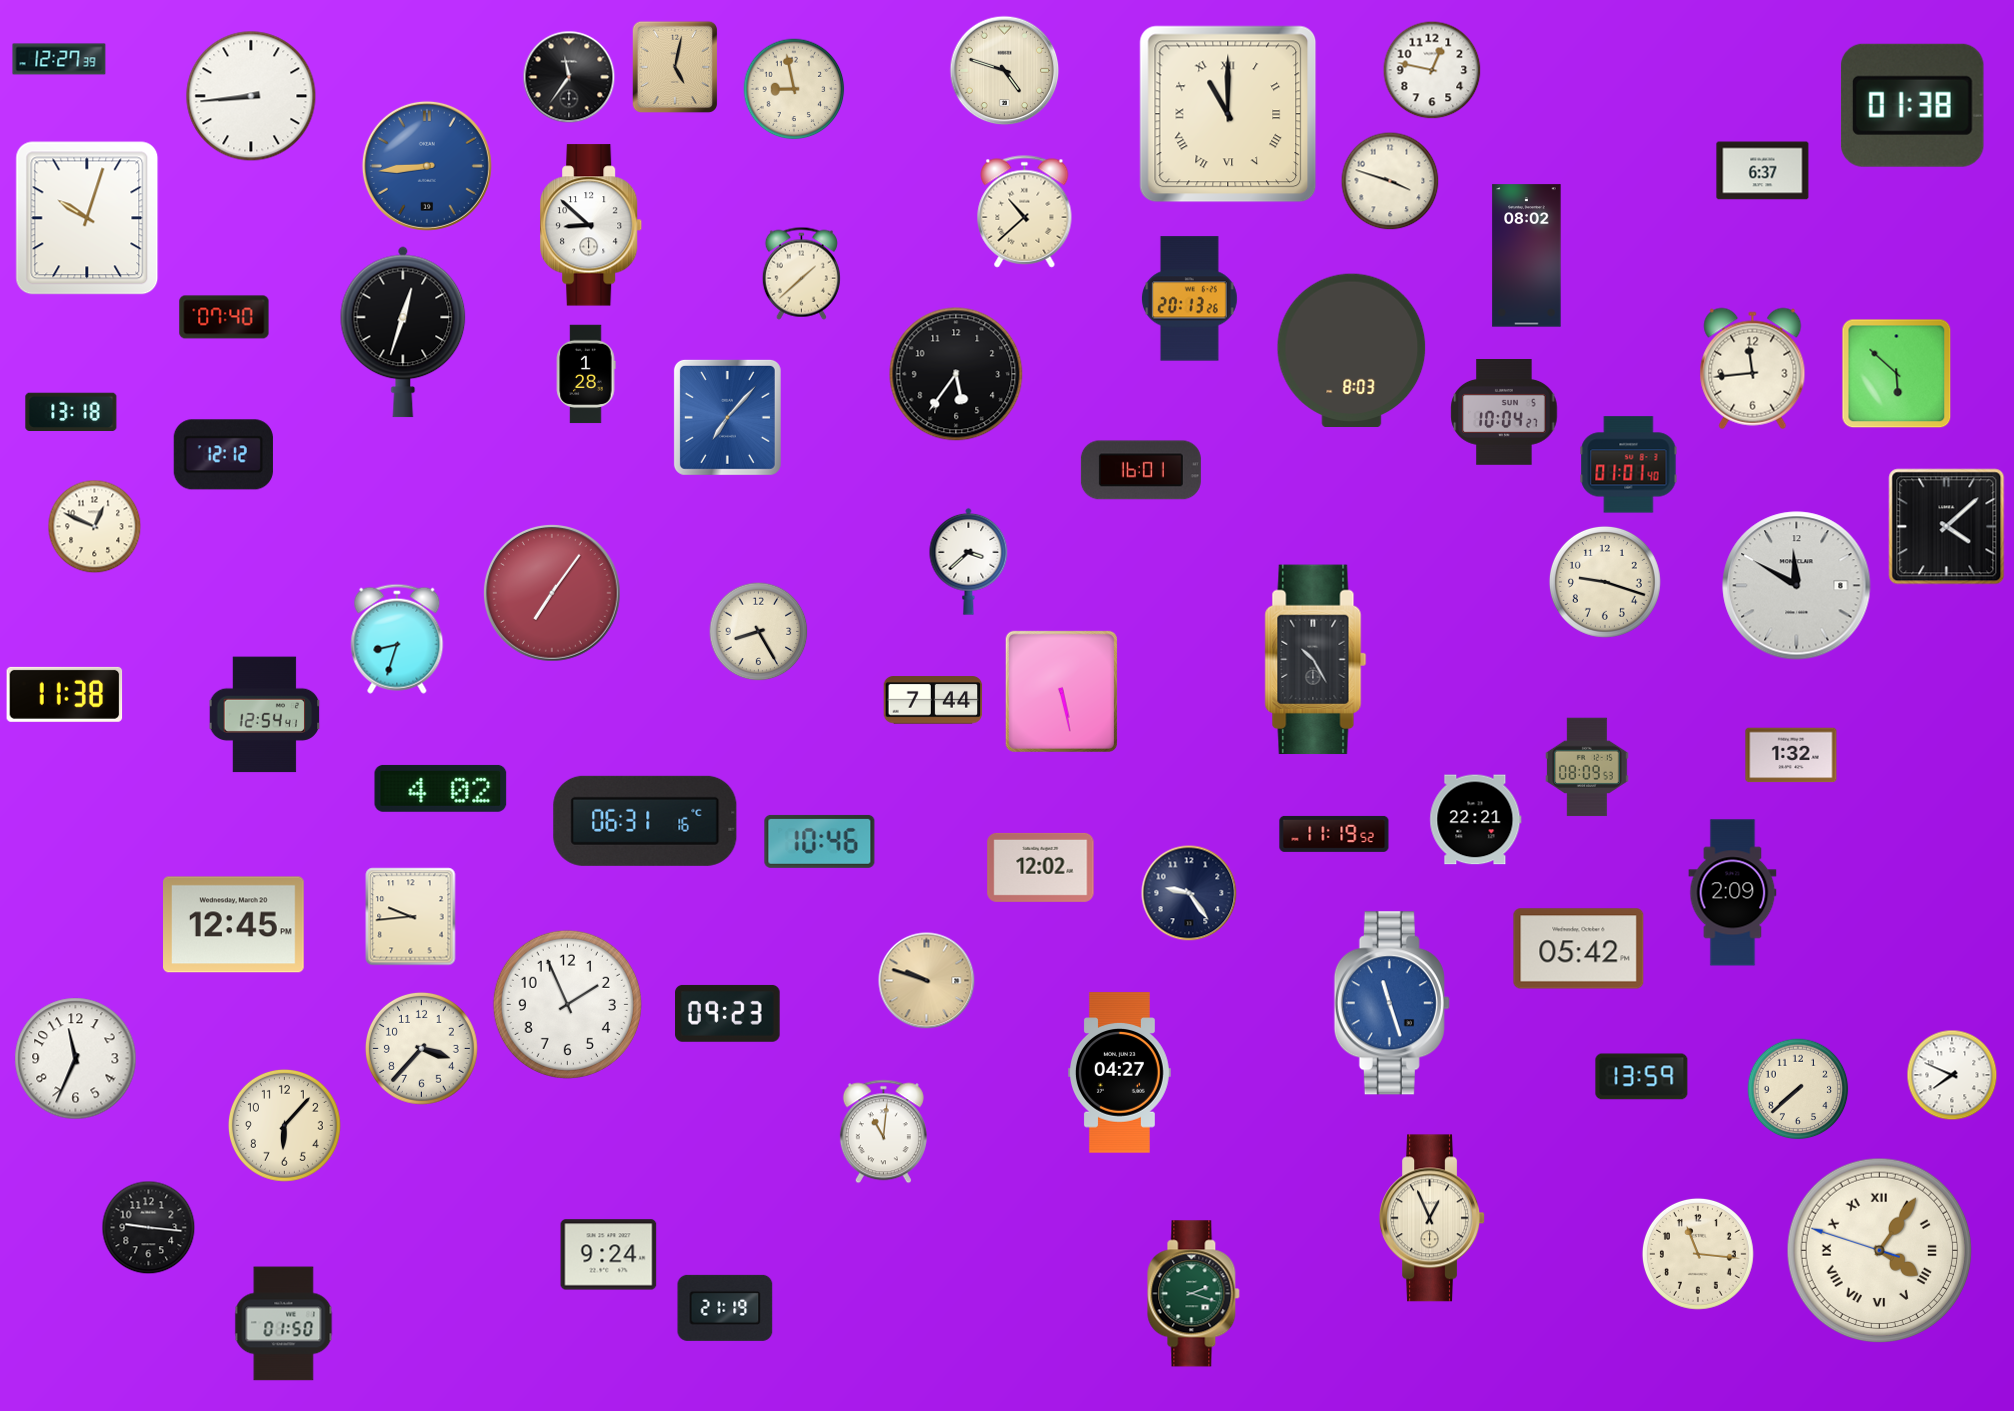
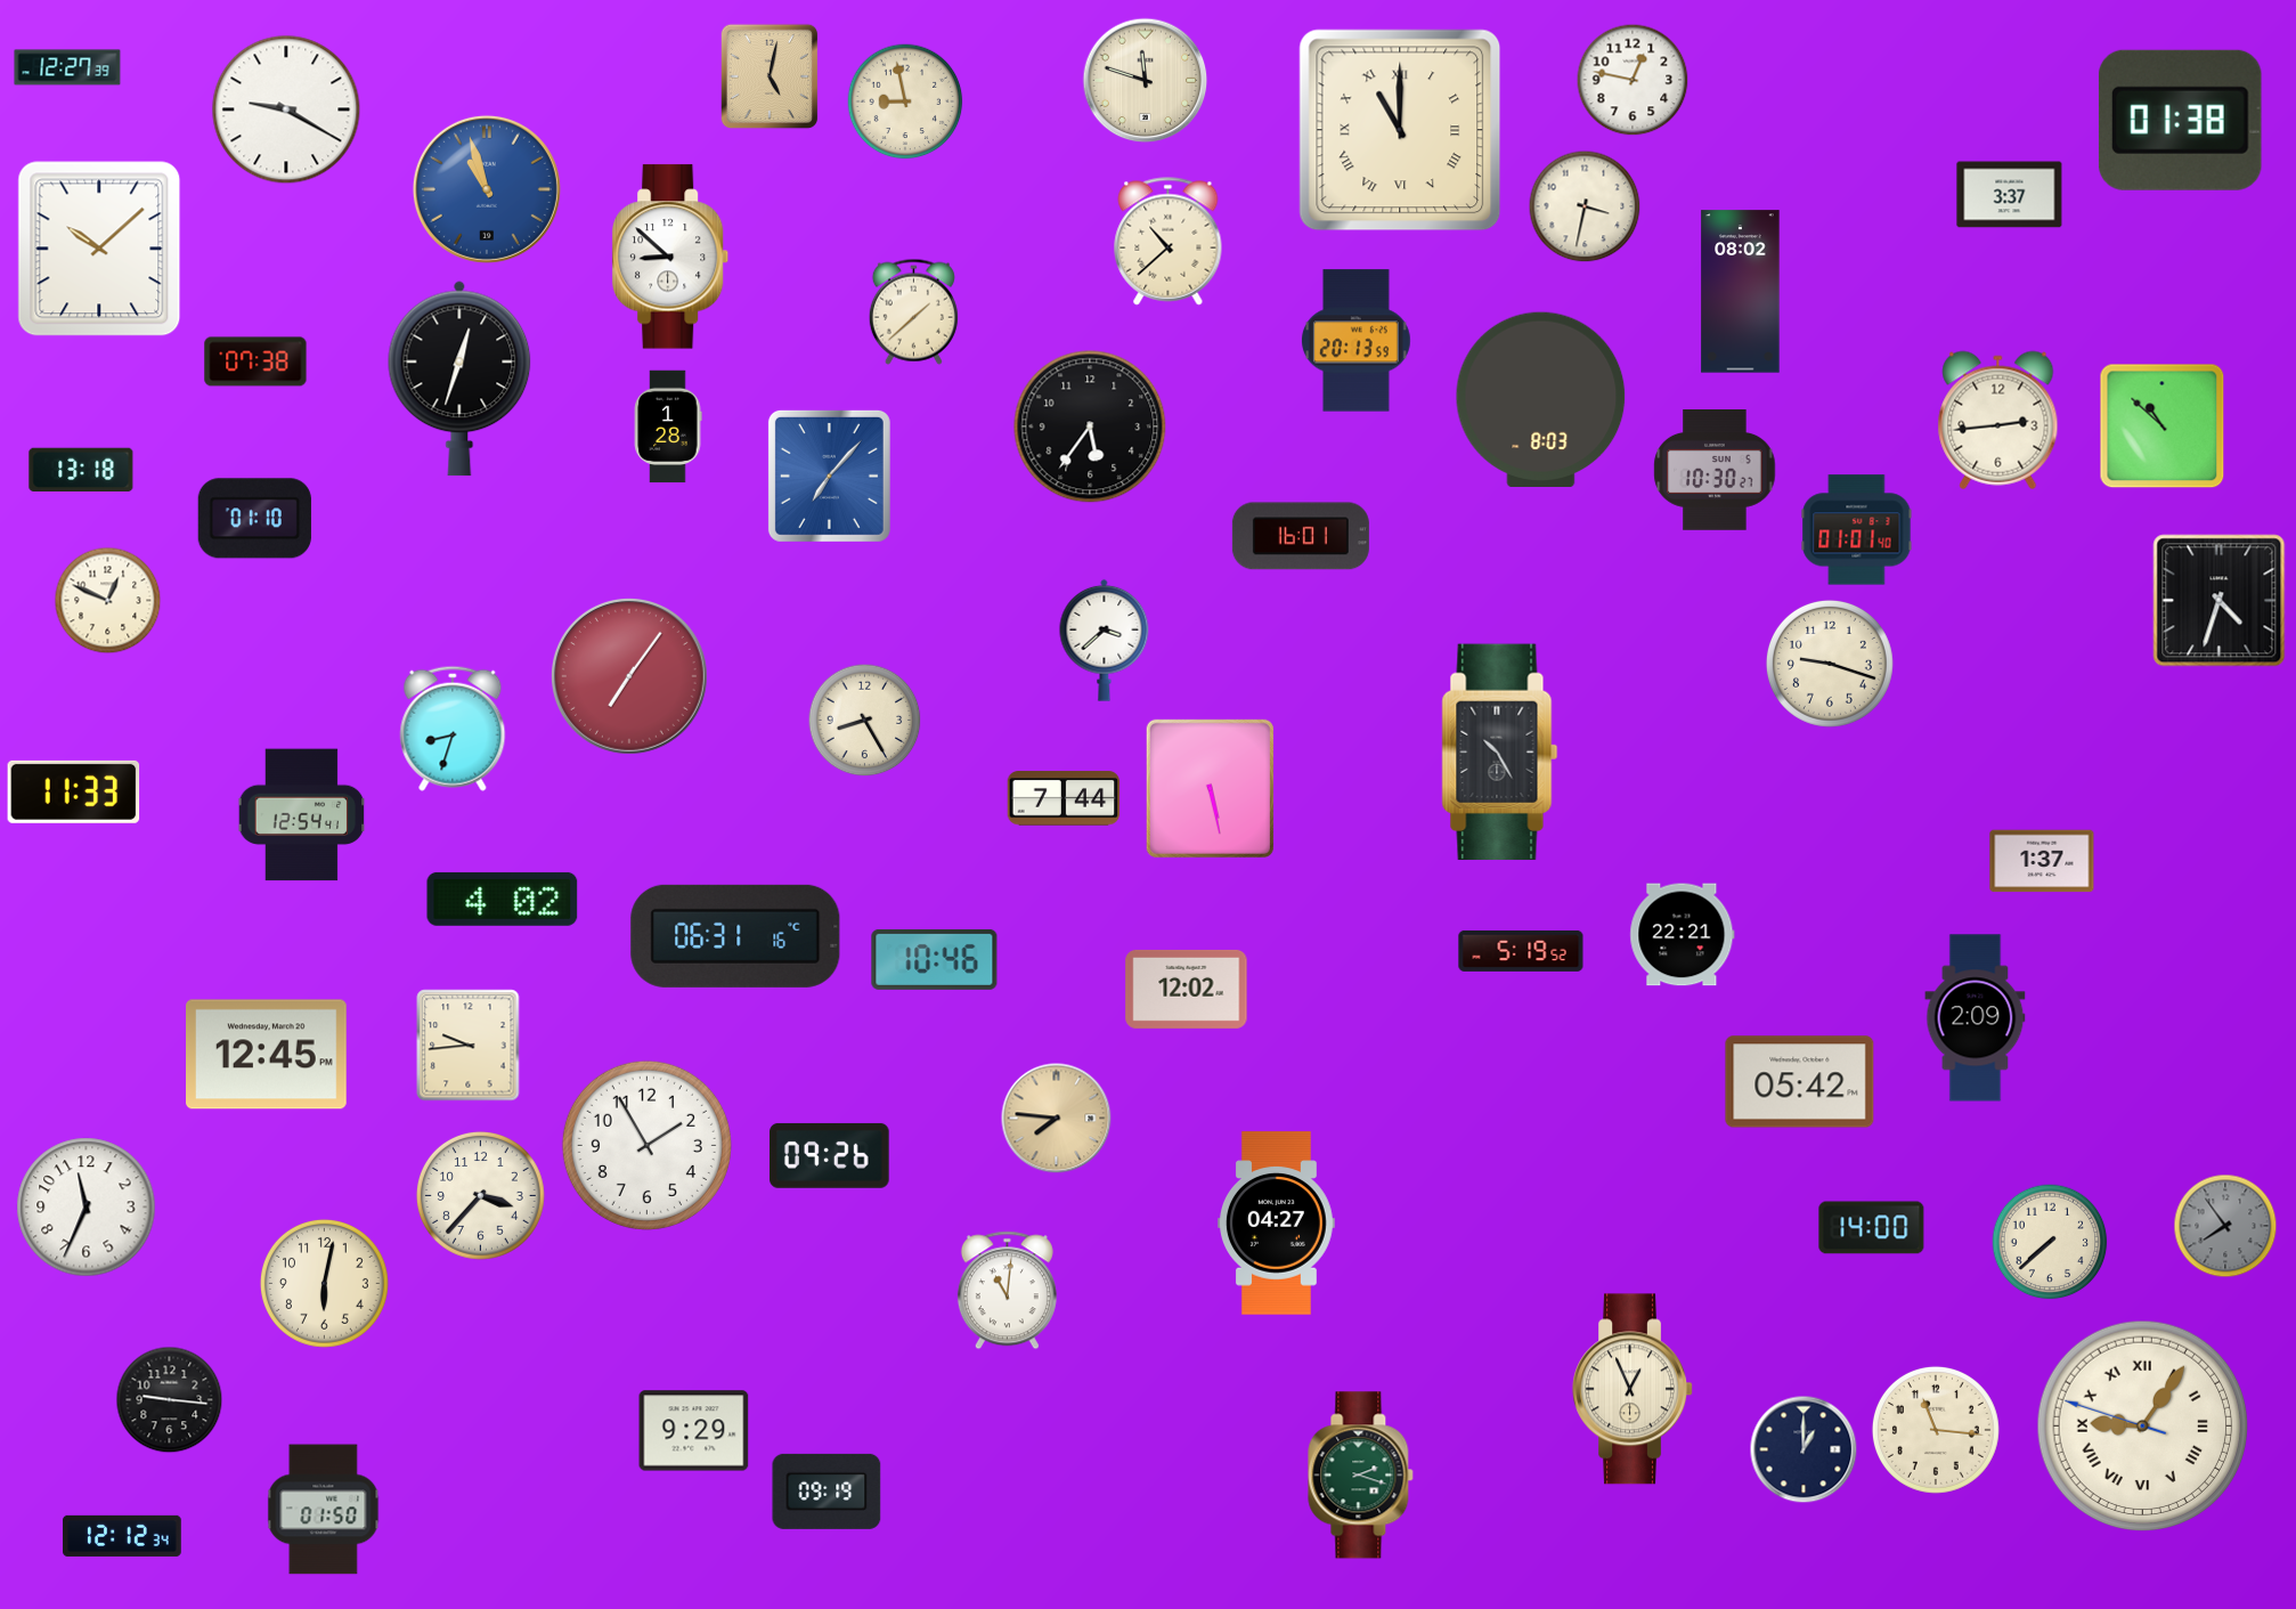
clock at (1005, 71): 4:48 -> 11:48
clock at (569, 77): 11:36 -> none
clock at (251, 96): 8:44 -> 9:20
clock at (427, 166): 8:44 -> 10:57
clock at (1763, 171): 6:37 -> 3:37
clock at (1390, 181): 3:48 -> 3:32
clock at (87, 218): 10:03 -> 10:08
clock at (592, 225) position: (592, 225) -> (671, 257)
clock at (1189, 299): 20:13:26 -> 20:13:59
clock at (224, 317): 07:40 -> 07:38
clock at (1753, 369): 11:44 -> 2:44
clock at (1897, 374): 5:52 -> 10:52
clock at (1504, 413): 10:04 -> 10:30
clock at (223, 455): 12:12 -> 01:10
clock at (1947, 527): 4:08 -> 4:33
clock at (1797, 586): 11:50 -> none
clock at (65, 694): 11:38 -> 11:33
clock at (1791, 755): 1:32 -> 1:37
clock at (1587, 767): 08:09 -> none
clock at (1334, 834): 11:19 -> 5:19
clock at (1189, 893): 9:24 -> none
clock at (927, 981): 9:48 -> 7:46
clock at (1392, 1003): 11:27 -> none
clock at (567, 1004): 1:56 -> 1:55
clock at (728, 1013): 09:23 -> 09:26
clock at (1952, 1075): 7:49 -> 7:54
clock at (1952, 1075) dial: white -> grey
clock at (1642, 1077): 13:59 -> 14:00
clock at (284, 1125): 6:07 -> 6:02
clock at (1880, 1251): 4:05 -> 9:05
clock at (609, 1255): 9:24 -> 9:29
clock at (1804, 1449): none -> 1:00
clock at (725, 1308): 21:19 -> 09:19
clock at (122, 1536): none -> 12:12
